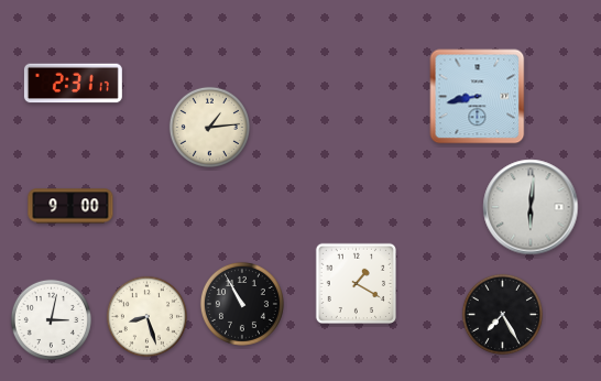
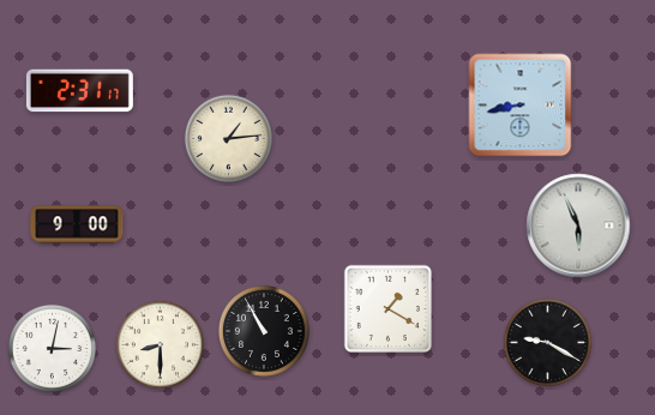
clock at (531, 207): 6:01 -> 5:56
clock at (502, 314): 7:25 -> 9:20
clock at (146, 316): 8:27 -> 8:30
clock at (51, 319) position: (51, 319) -> (52, 348)
